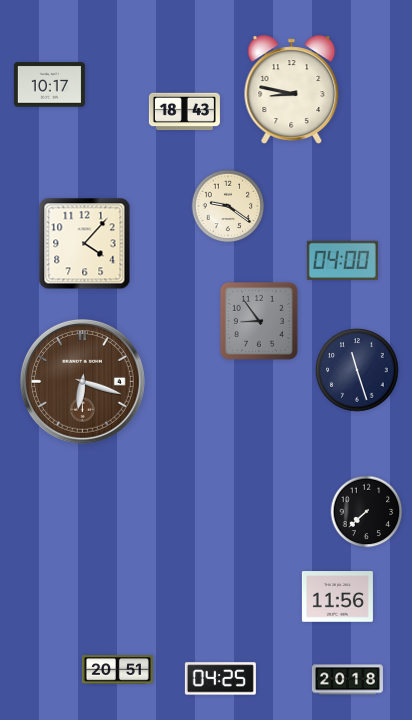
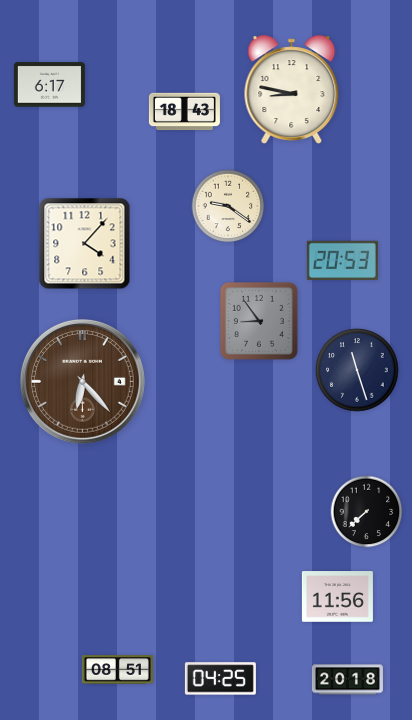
clock at (49, 85): 10:17 -> 6:17
clock at (342, 260): 04:00 -> 20:53
clock at (82, 381): 6:18 -> 6:23
clock at (117, 670): 20:51 -> 08:51
